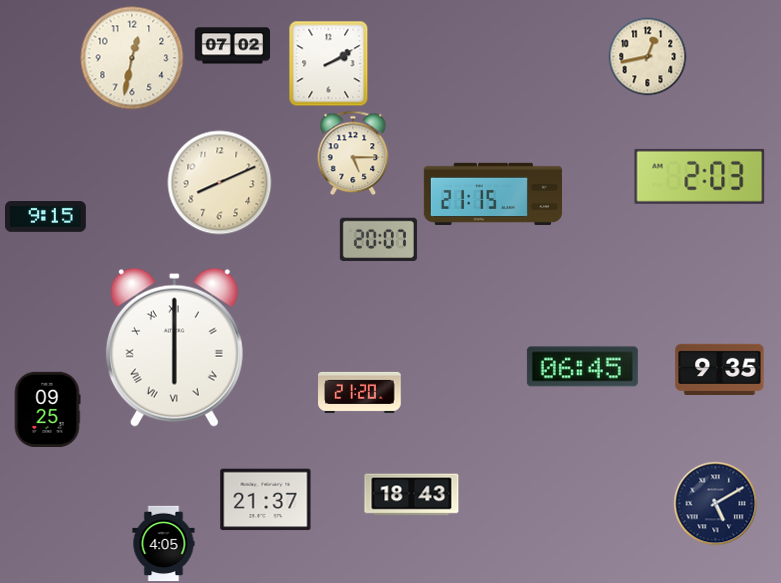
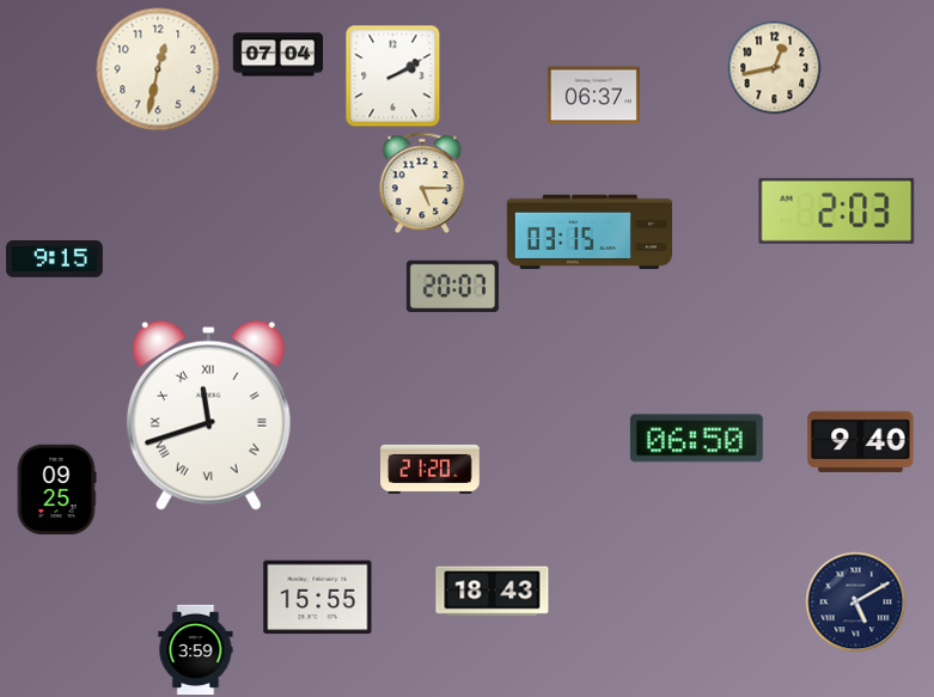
clock at (233, 46): 07:02 -> 07:04
clock at (593, 96): none -> 06:37
clock at (220, 183): 8:11 -> none
clock at (492, 194): 21:15 -> 03:15
clock at (174, 347): 6:00 -> 11:42
clock at (582, 367): 06:45 -> 06:50
clock at (720, 369): 9:35 -> 9:40
clock at (266, 500): 21:37 -> 15:55
clock at (164, 544): 4:05 -> 3:59
